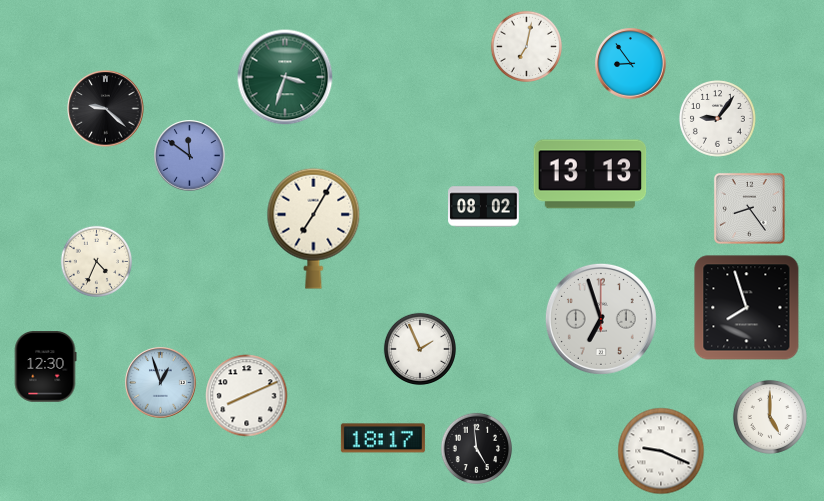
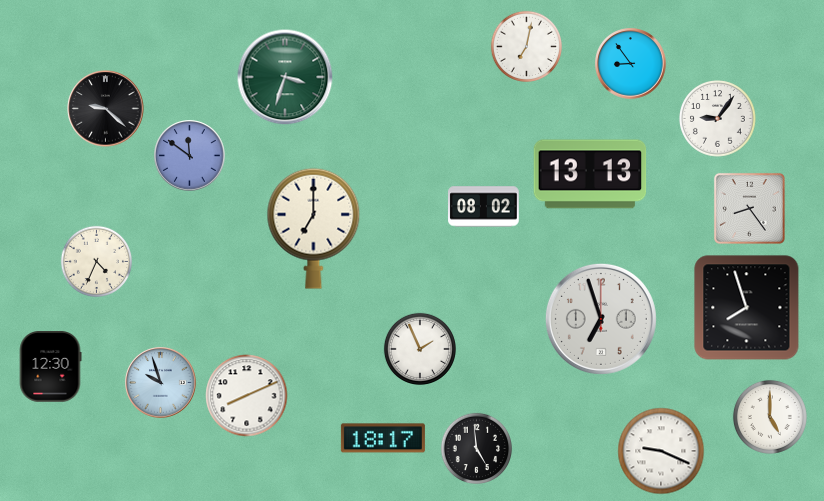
clock at (314, 228): 7:05 -> 7:00
clock at (45, 367) position: (45, 367) -> (50, 367)
clock at (161, 383): 12:57 -> 9:57
